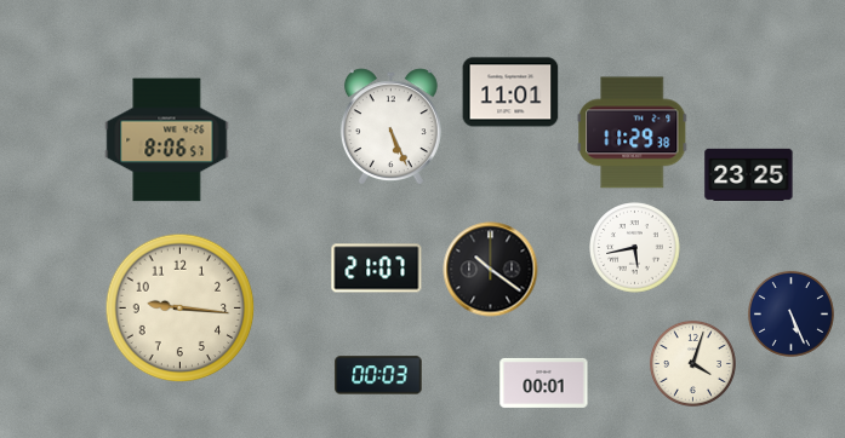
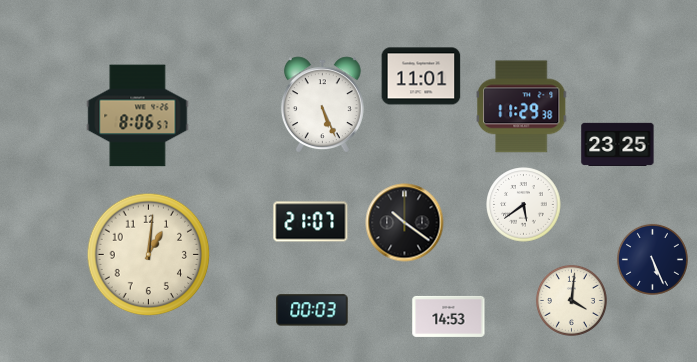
clock at (633, 133) position: (633, 133) -> (522, 107)
clock at (635, 248): 5:43 -> 5:39
clock at (181, 309): 9:16 -> 1:01
clock at (692, 363): 4:03 -> 4:01
clock at (544, 382): 00:01 -> 14:53
